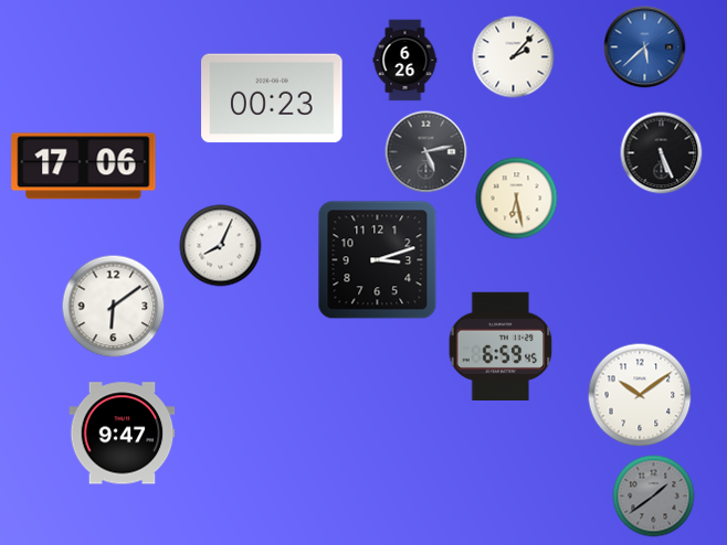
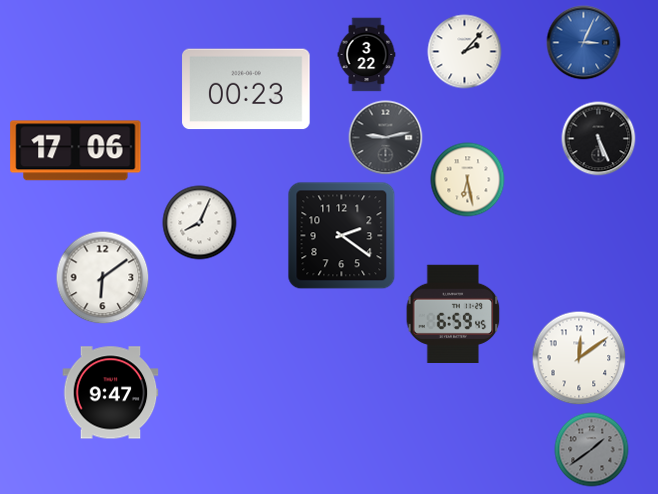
clock at (645, 47): 5:38 -> 3:04
clock at (405, 61): 6:26 -> 3:22
clock at (426, 152): 5:13 -> 9:13
clock at (378, 260): 3:12 -> 2:21
clock at (640, 395): 10:09 -> 12:09
